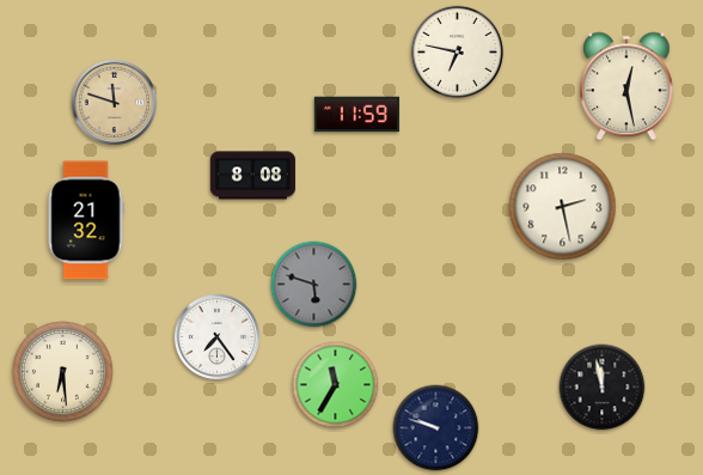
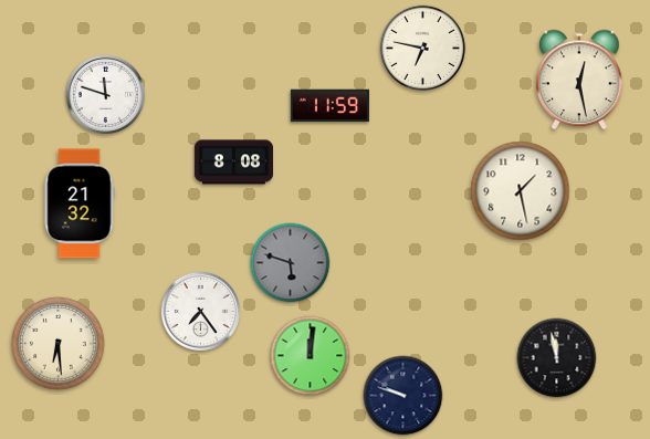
clock at (114, 102) dial: champagne -> white
clock at (563, 207): 2:28 -> 1:28
clock at (336, 385): 11:35 -> 12:01
